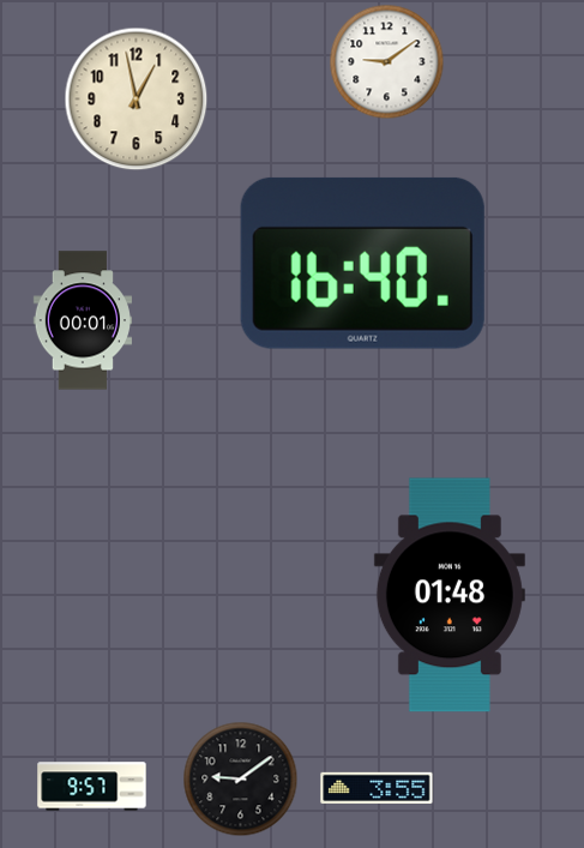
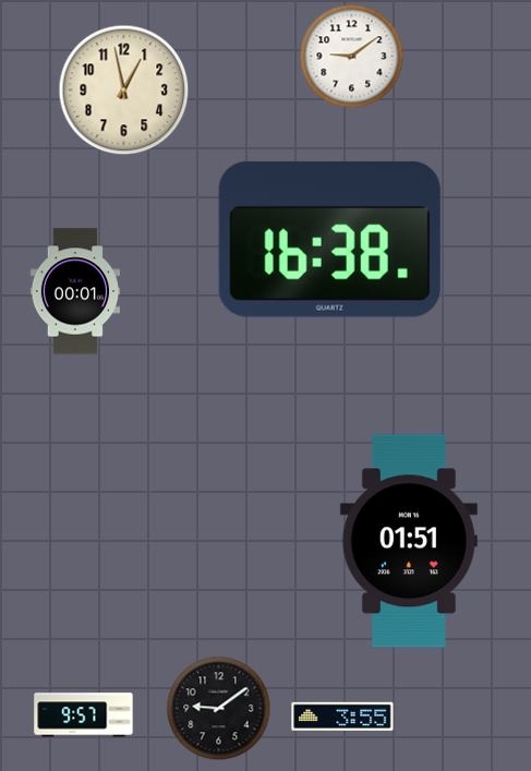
clock at (362, 263): 16:40 -> 16:38
clock at (450, 595): 01:48 -> 01:51
